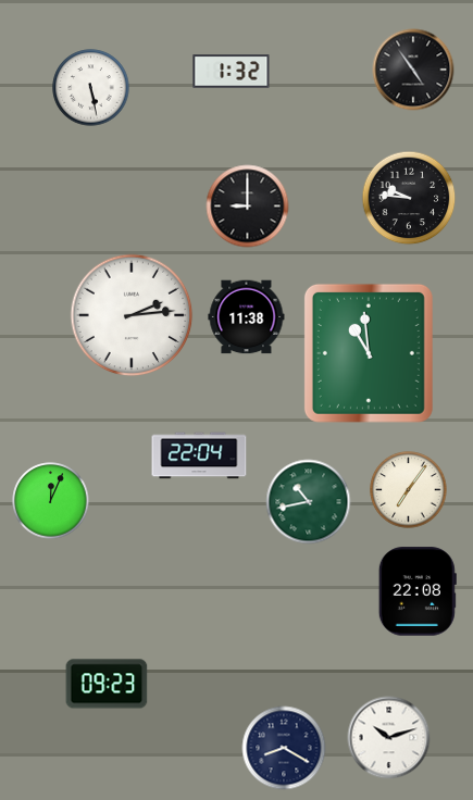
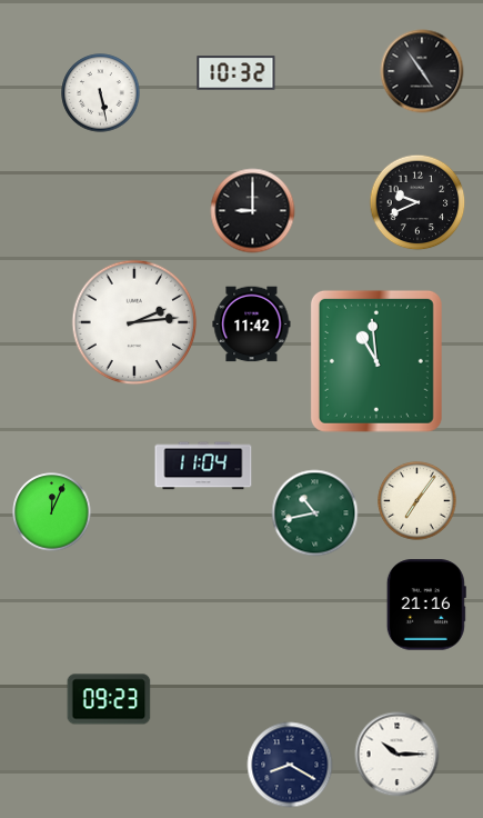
clock at (232, 72): 1:32 -> 10:32
clock at (91, 88) position: (91, 88) -> (101, 93)
clock at (409, 198): 9:46 -> 9:41
clock at (247, 317): 11:38 -> 11:42
clock at (199, 455): 22:04 -> 11:04
clock at (418, 591): 22:08 -> 21:16
clock at (389, 738): 10:12 -> 10:15
